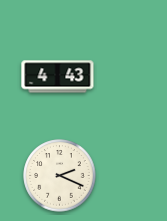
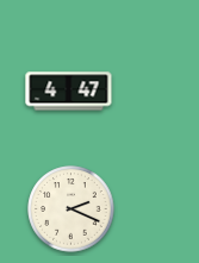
clock at (58, 77): 4:43 -> 4:47
